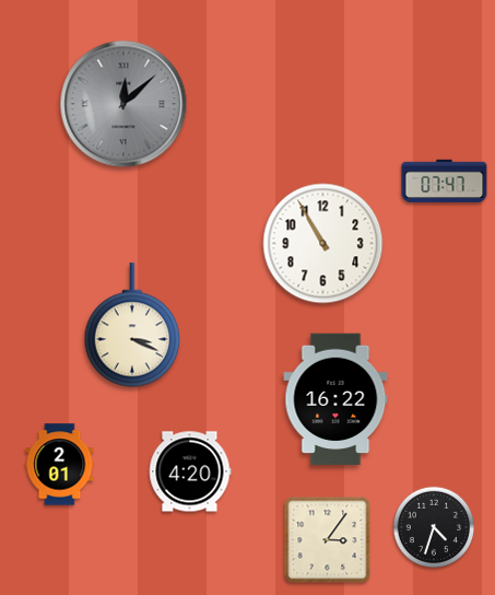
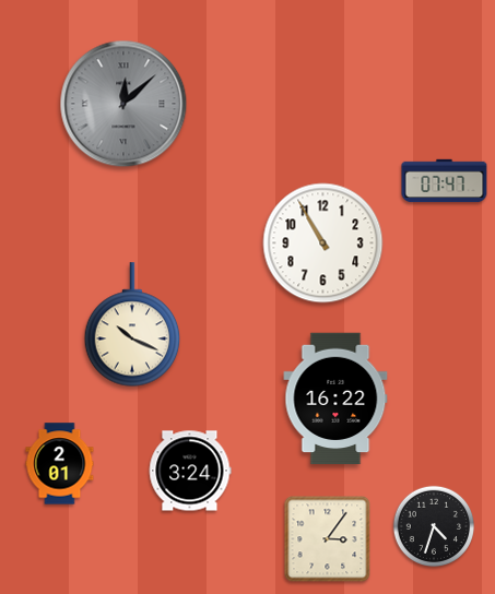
clock at (132, 325): 3:19 -> 10:19
clock at (190, 471): 4:20 -> 3:24
